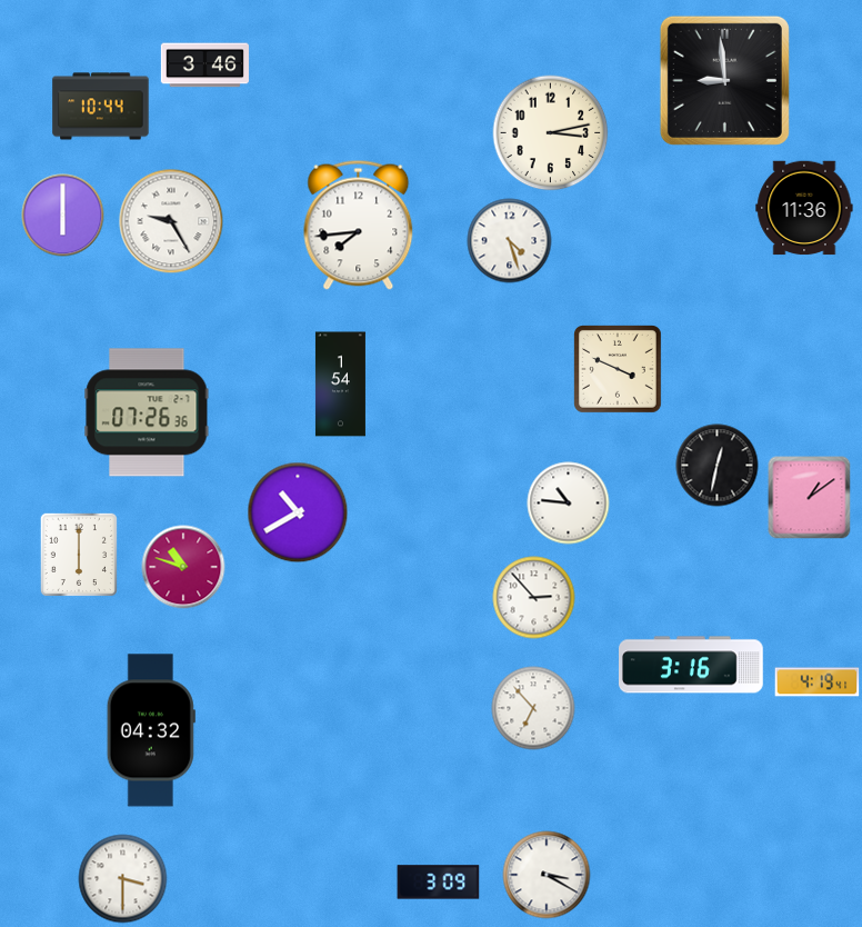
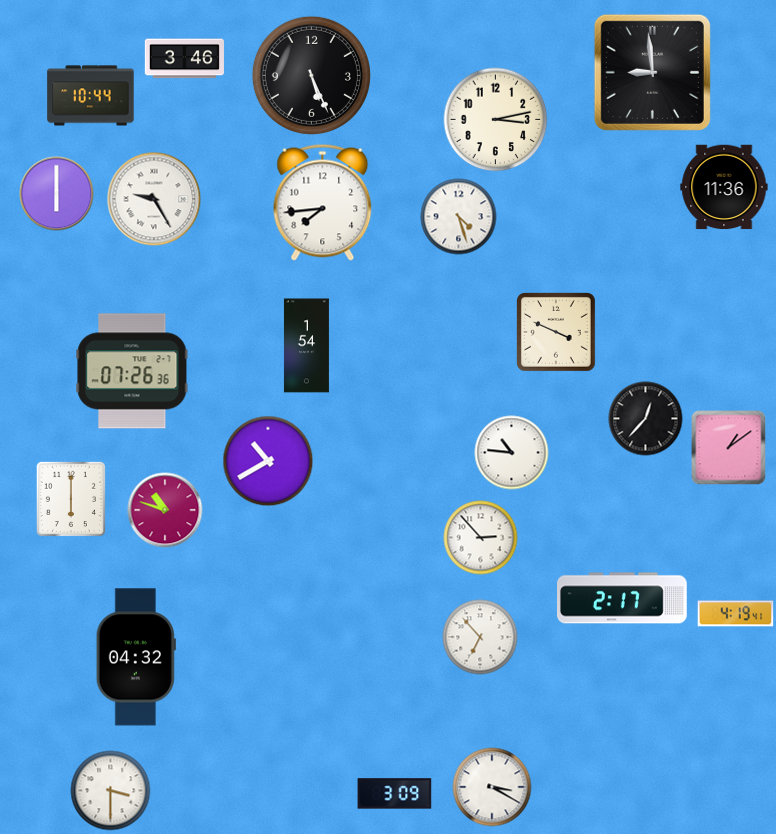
clock at (311, 75): none -> 5:26
clock at (718, 466): 12:32 -> 12:37
clock at (692, 665): 3:16 -> 2:17
